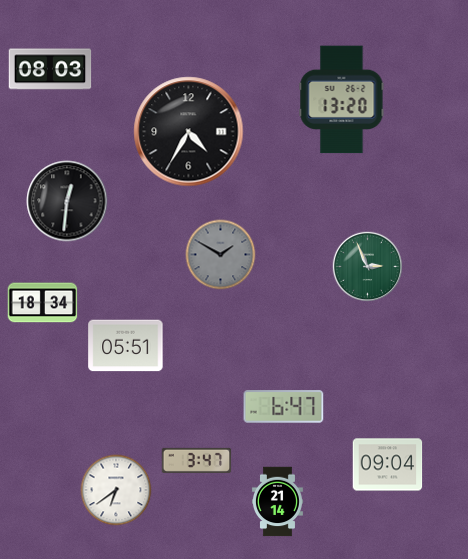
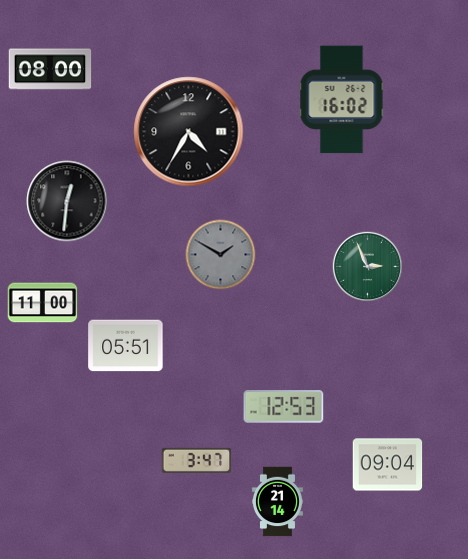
clock at (50, 69): 08:03 -> 08:00
clock at (342, 100): 13:20 -> 16:02
clock at (43, 303): 18:34 -> 11:00
clock at (284, 407): 6:47 -> 12:53
clock at (116, 490): 6:39 -> none
